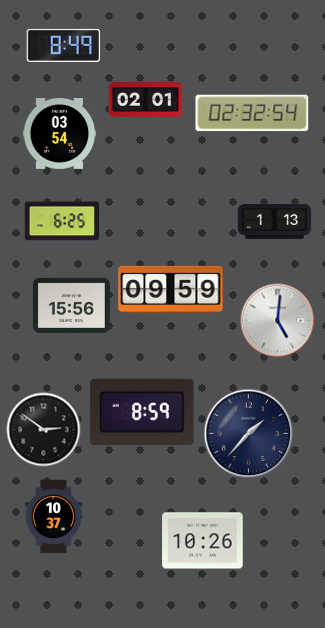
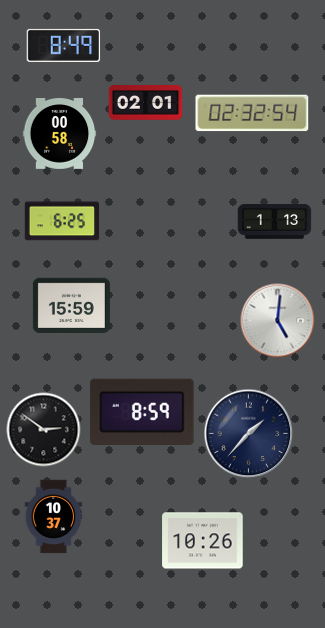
clock at (146, 100) position: (146, 100) -> (146, 103)
clock at (60, 134): 03:54 -> 00:58
clock at (171, 289): 09:59 -> none
clock at (71, 305): 15:56 -> 15:59
